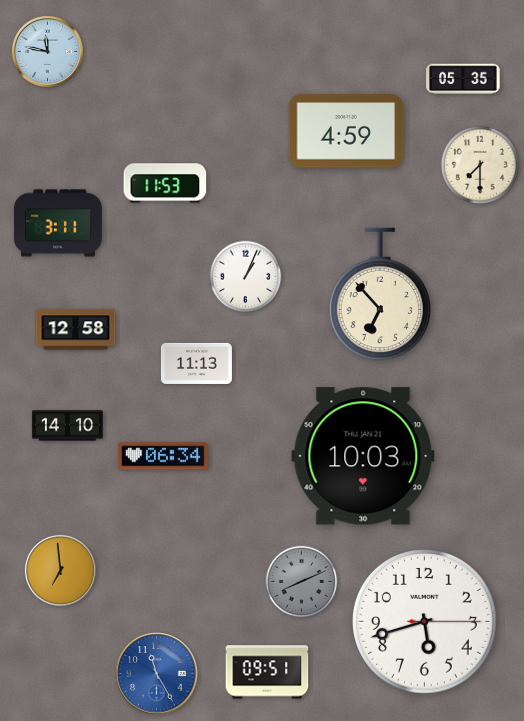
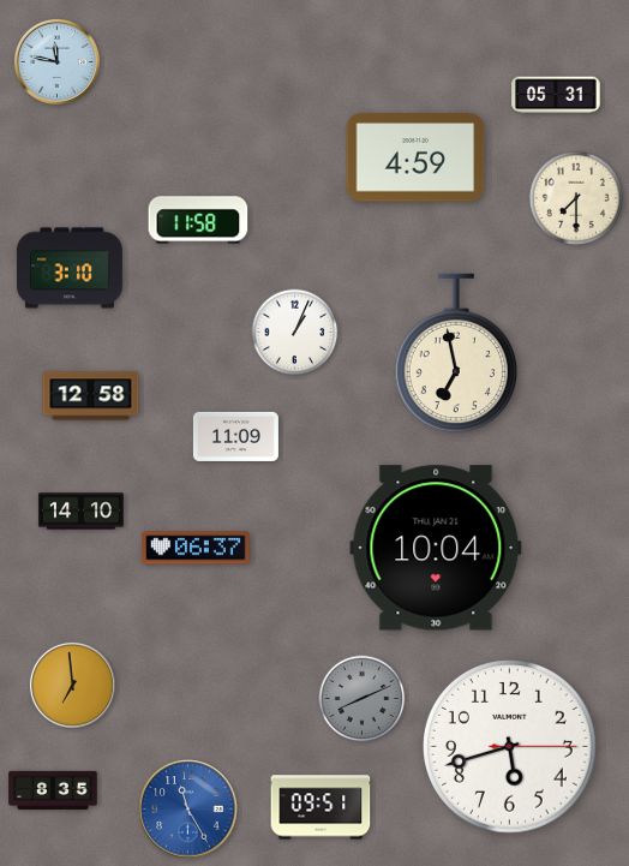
clock at (463, 79): 05:35 -> 05:31
clock at (165, 183): 11:53 -> 11:58
clock at (59, 223): 3:11 -> 3:10
clock at (380, 294): 6:53 -> 6:58
clock at (196, 363): 11:13 -> 11:09
clock at (163, 456): 06:34 -> 06:37
clock at (363, 456): 10:03 -> 10:04
clock at (53, 789): none -> 8:35
